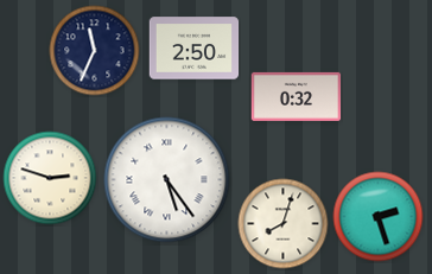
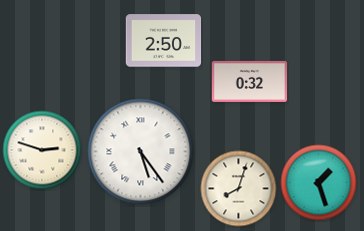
clock at (95, 51): 11:34 -> none
clock at (379, 217): 2:27 -> 1:27
